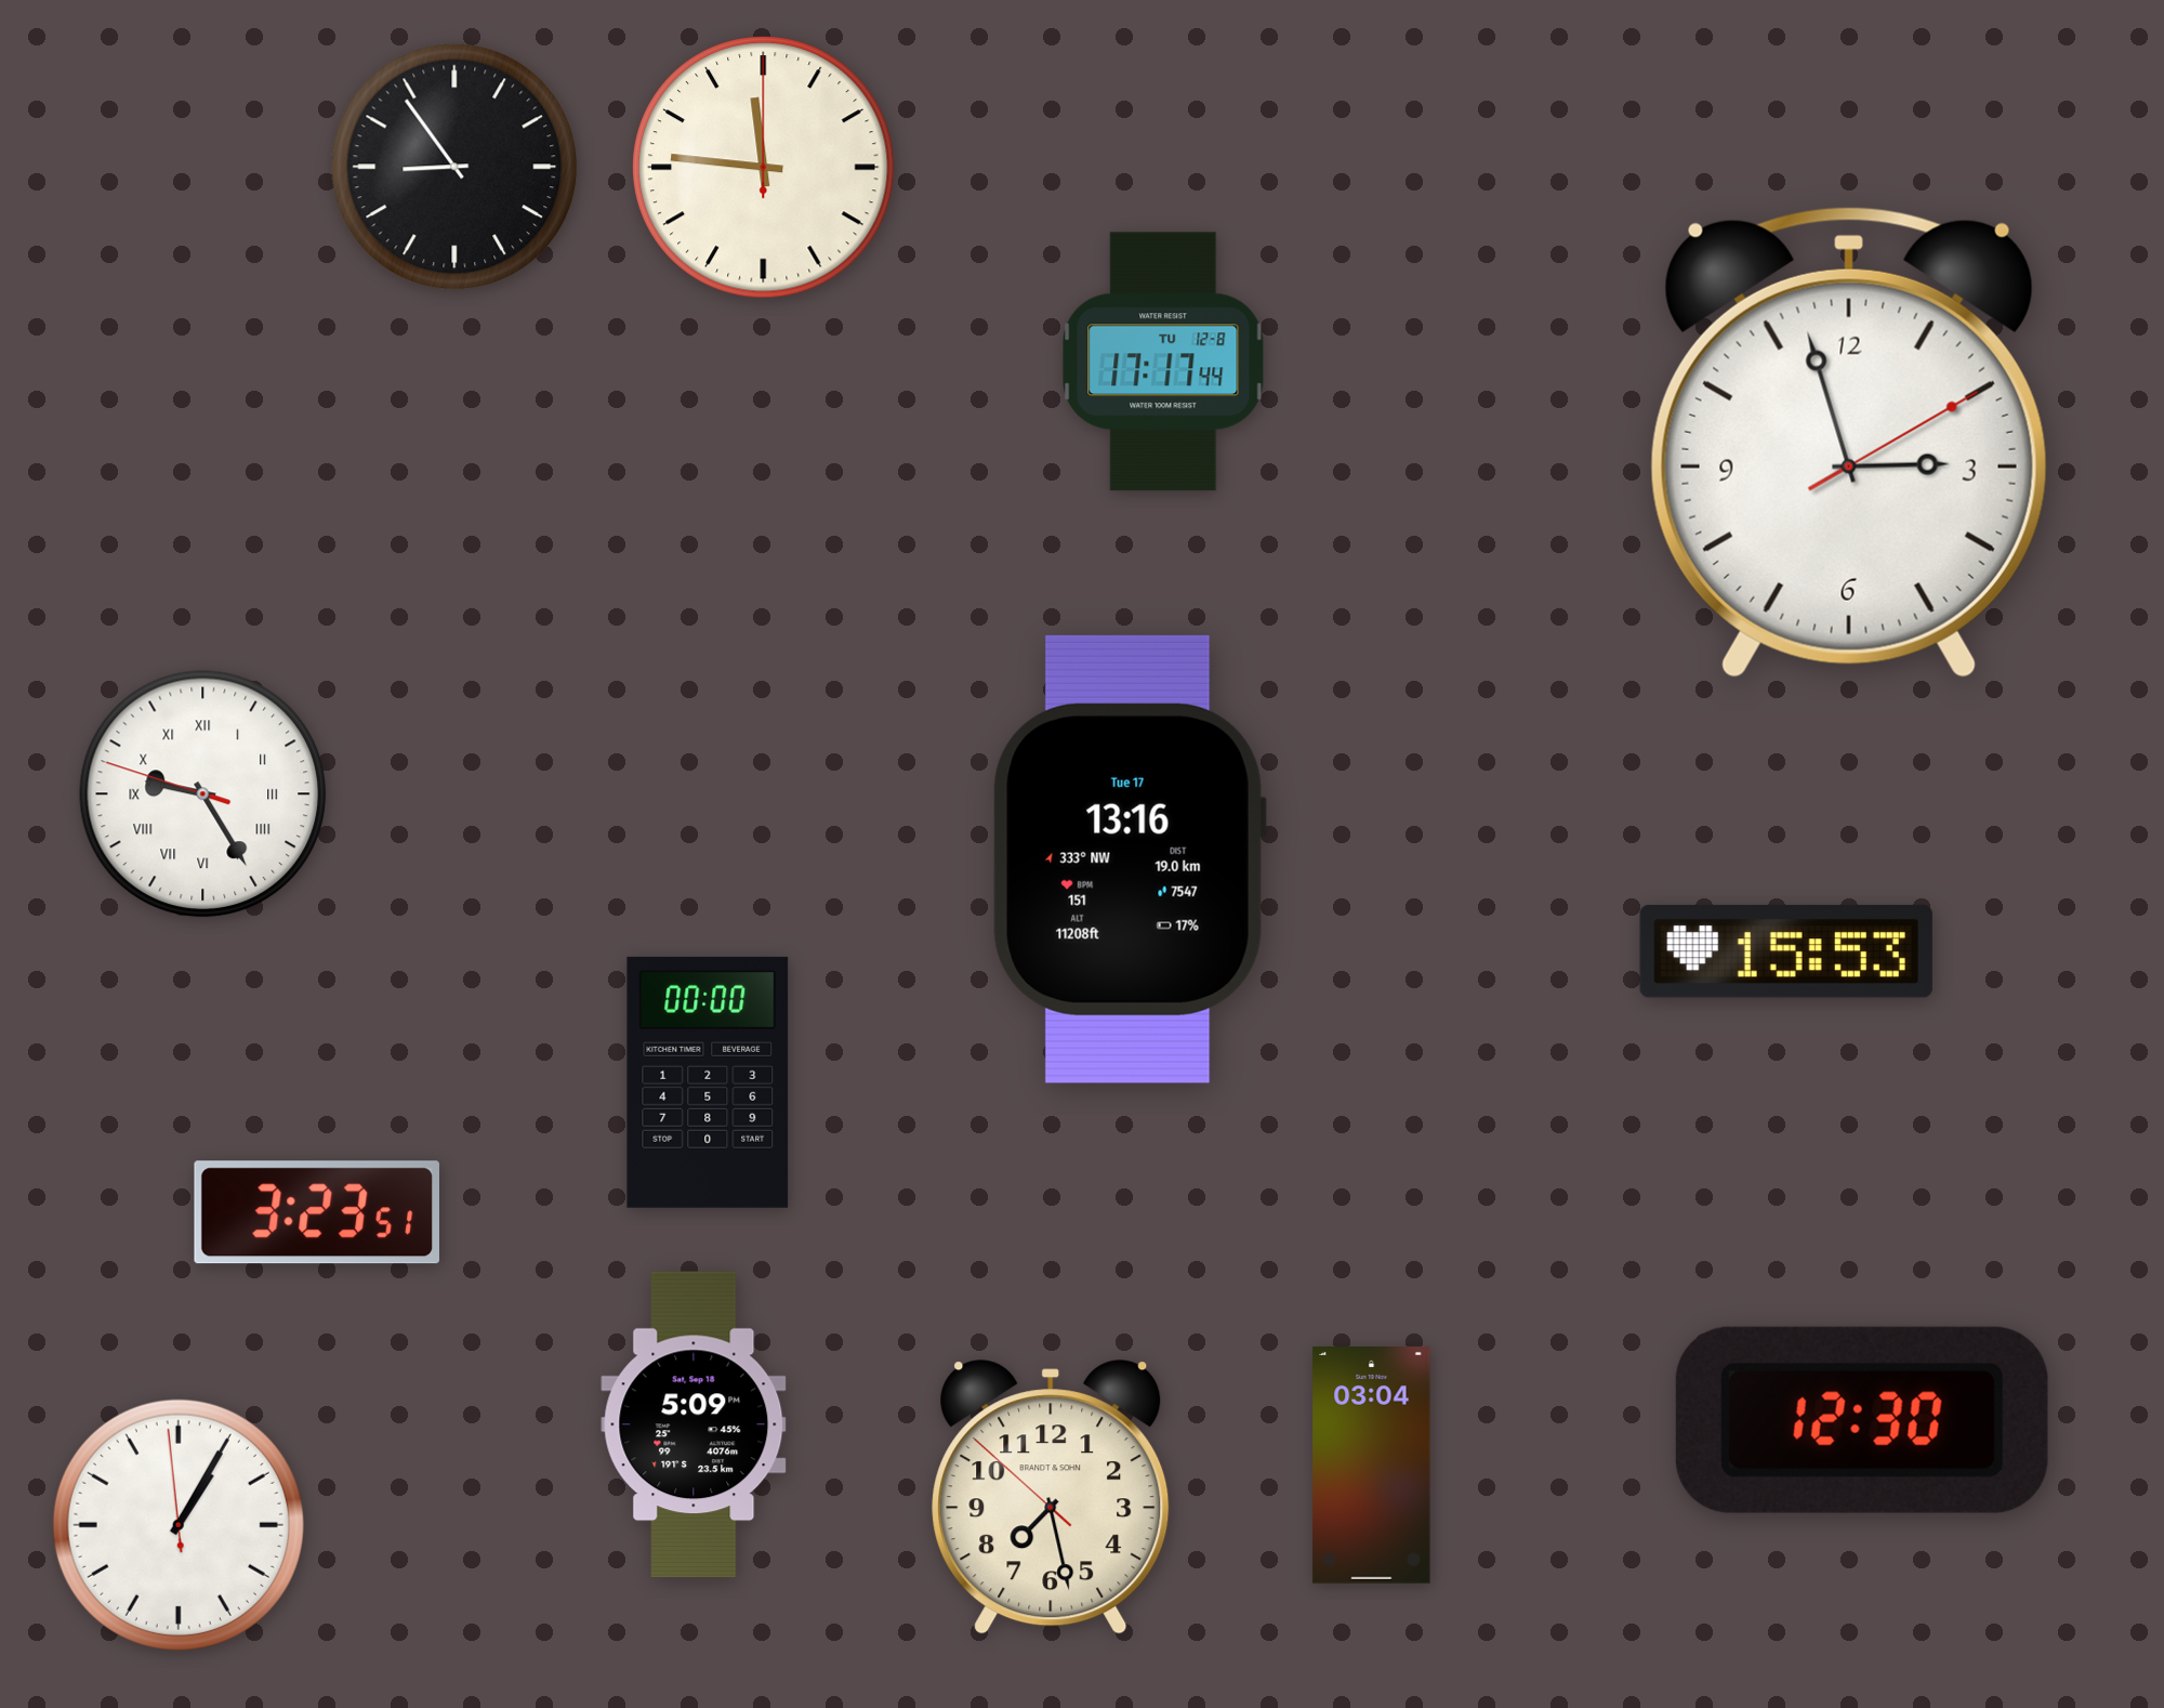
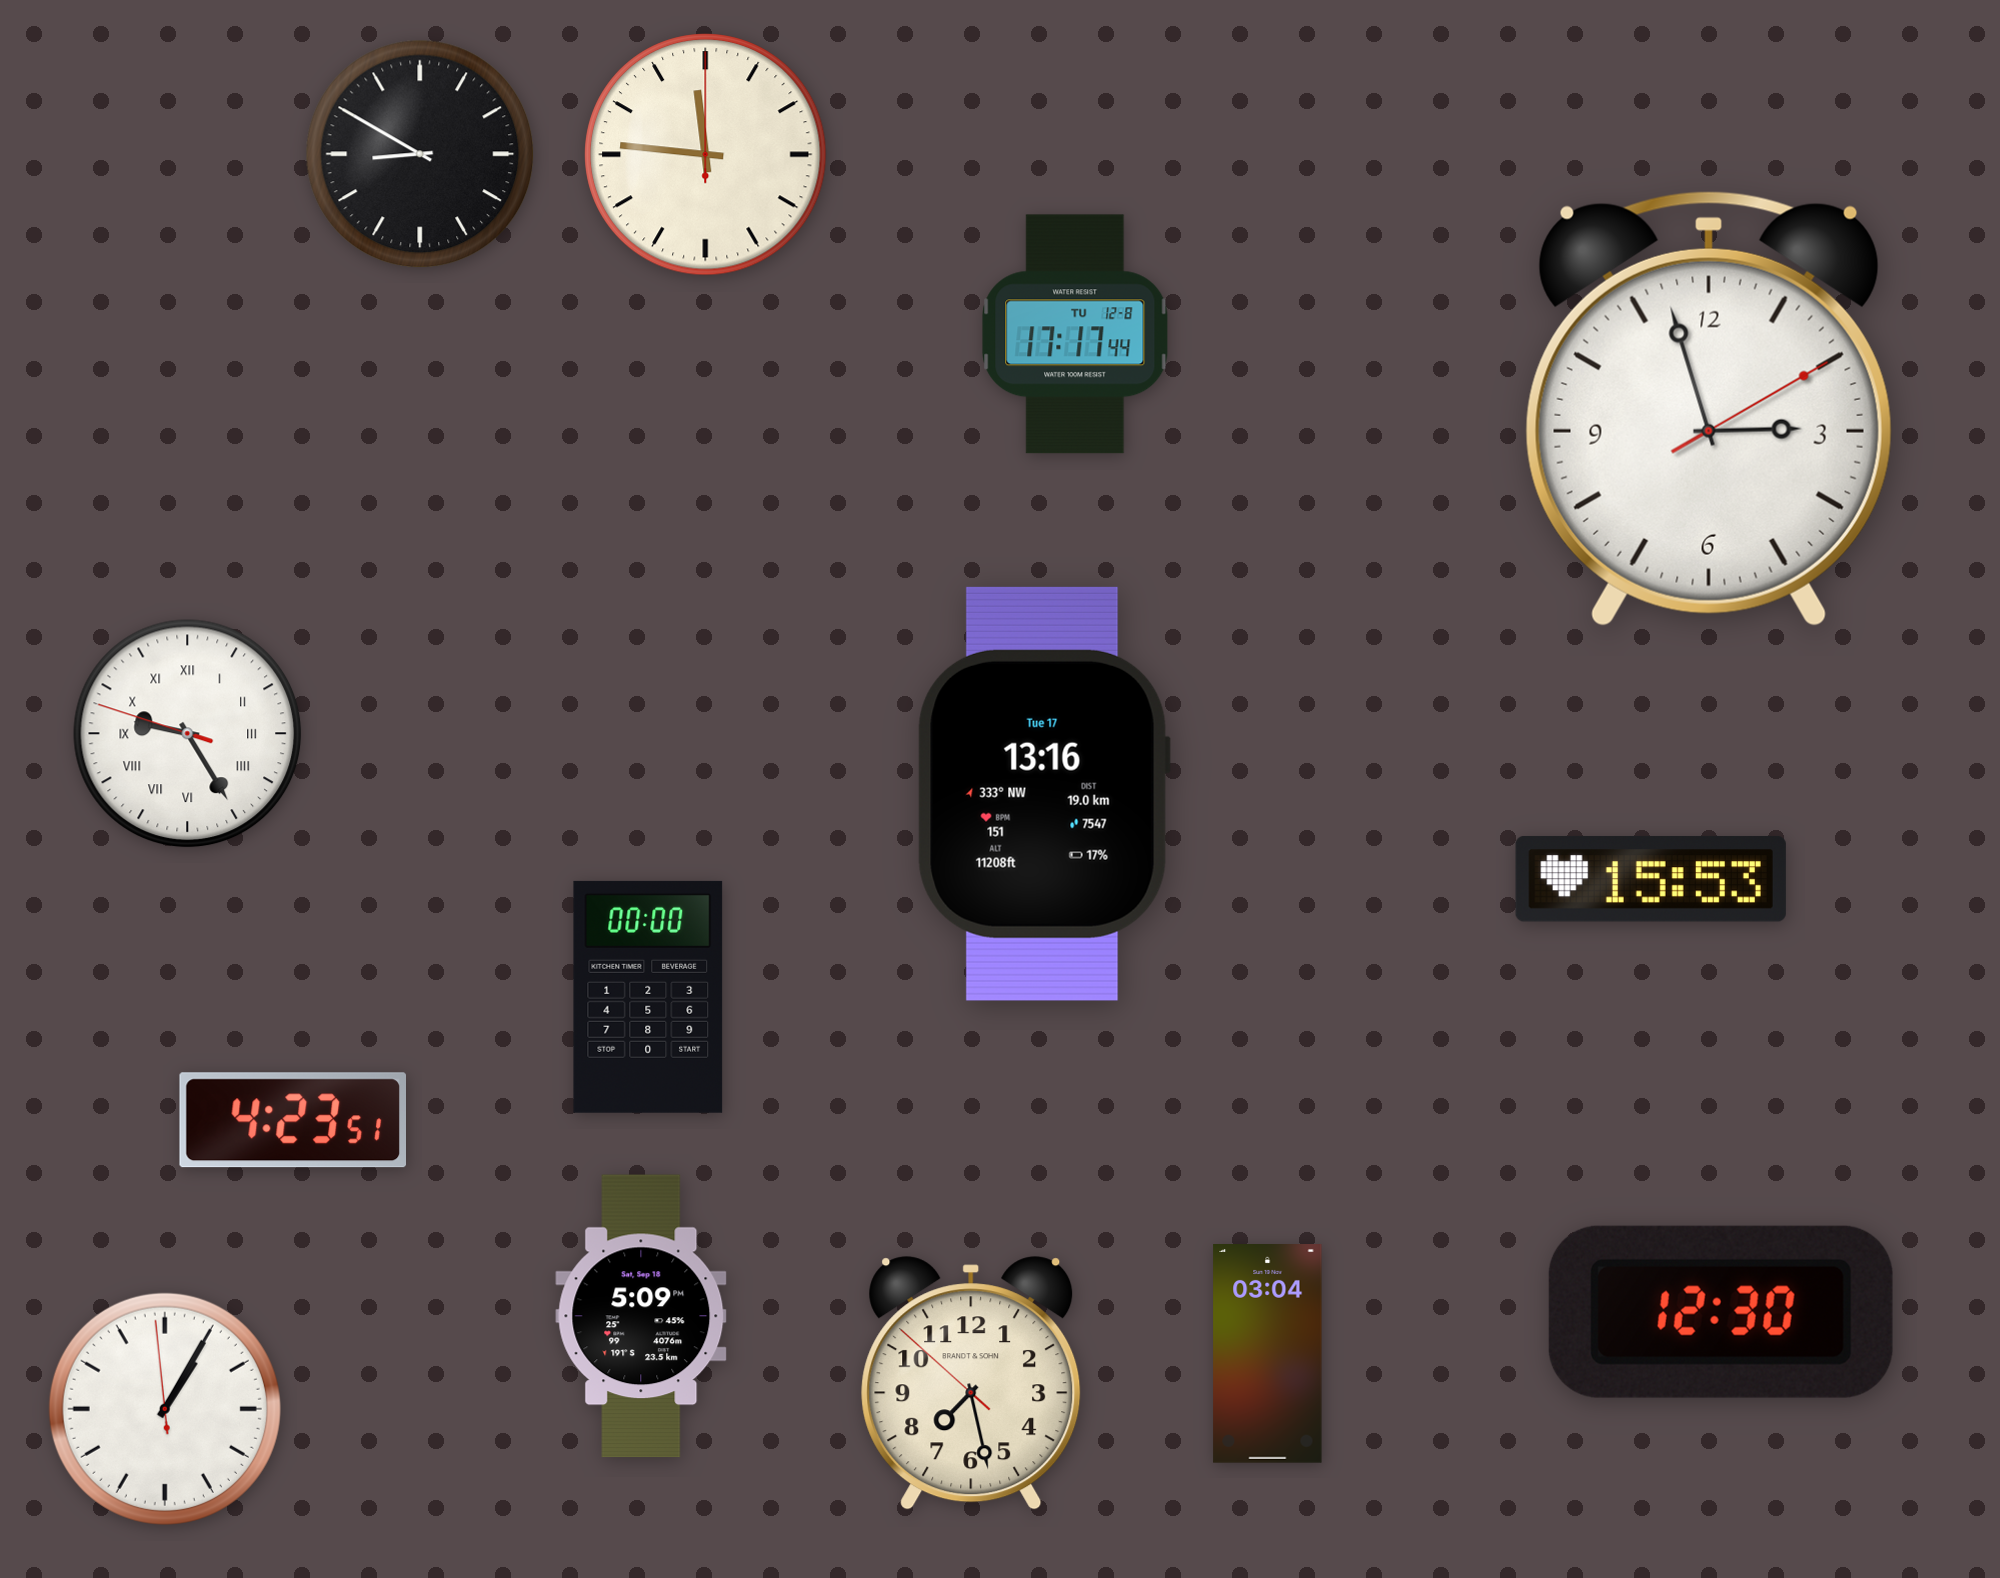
clock at (454, 167): 8:54 -> 8:50
clock at (708, 1082) position: (708, 1082) -> (648, 997)
clock at (316, 1212): 3:23 -> 4:23
